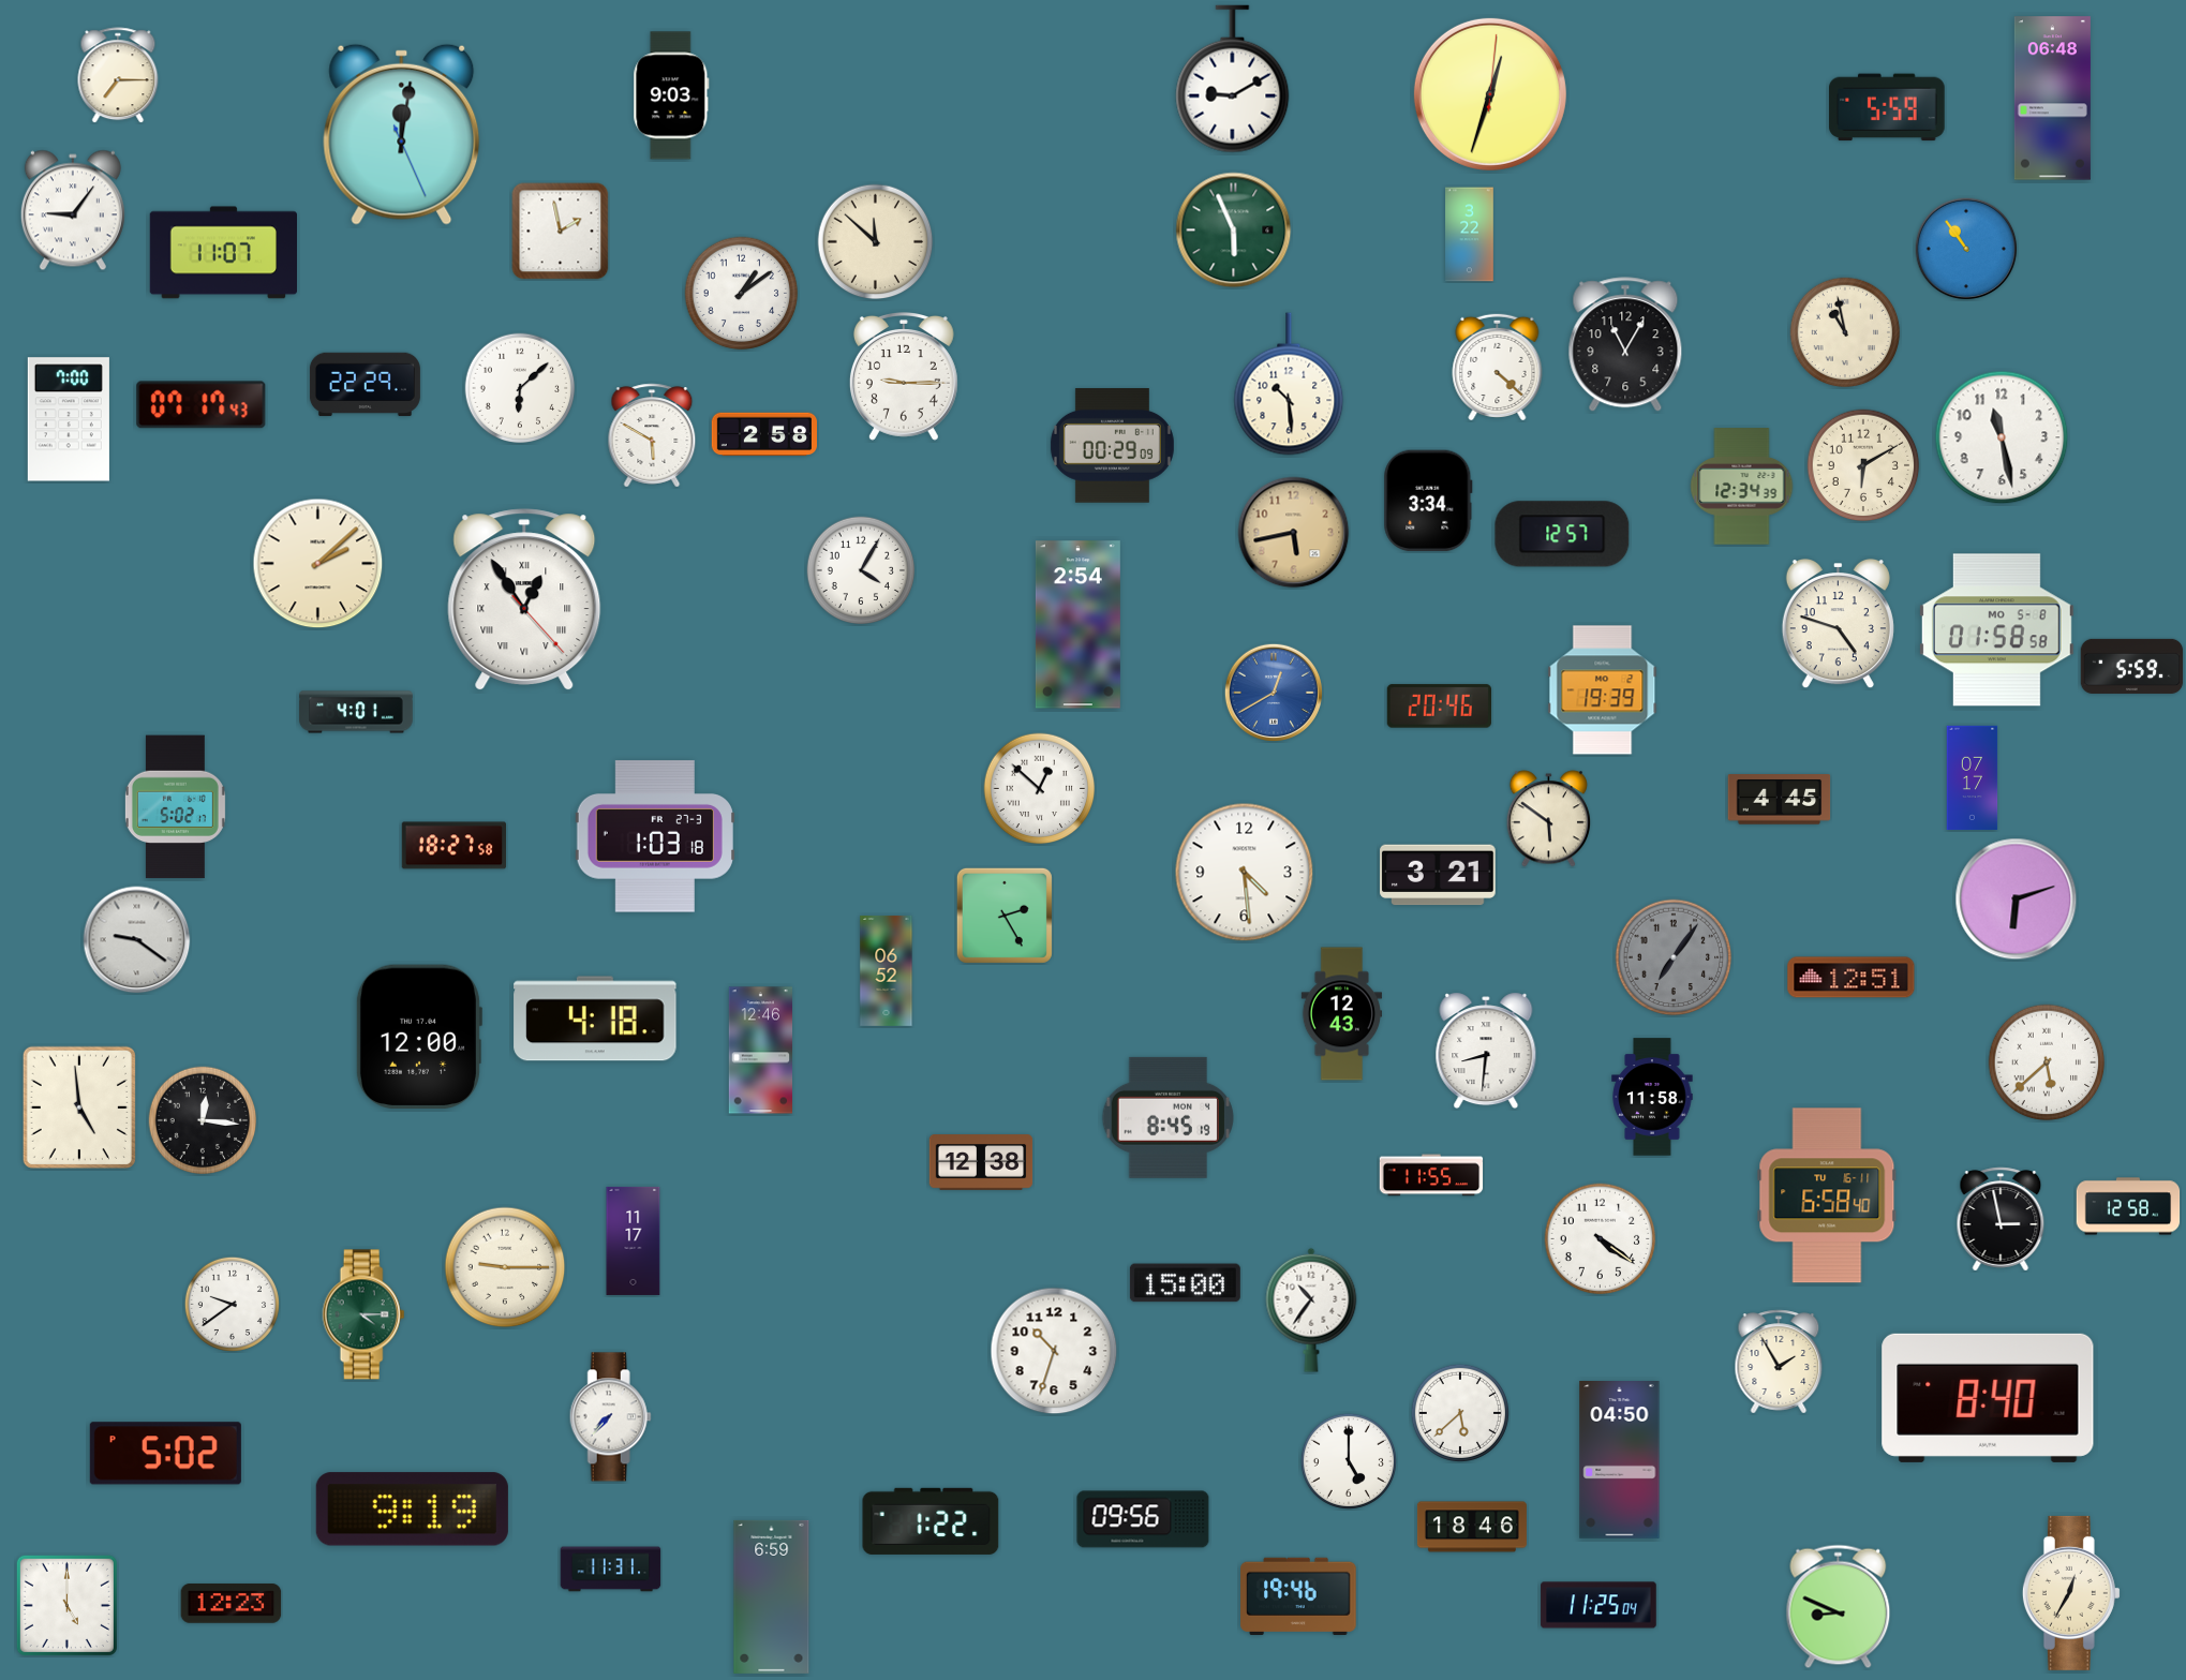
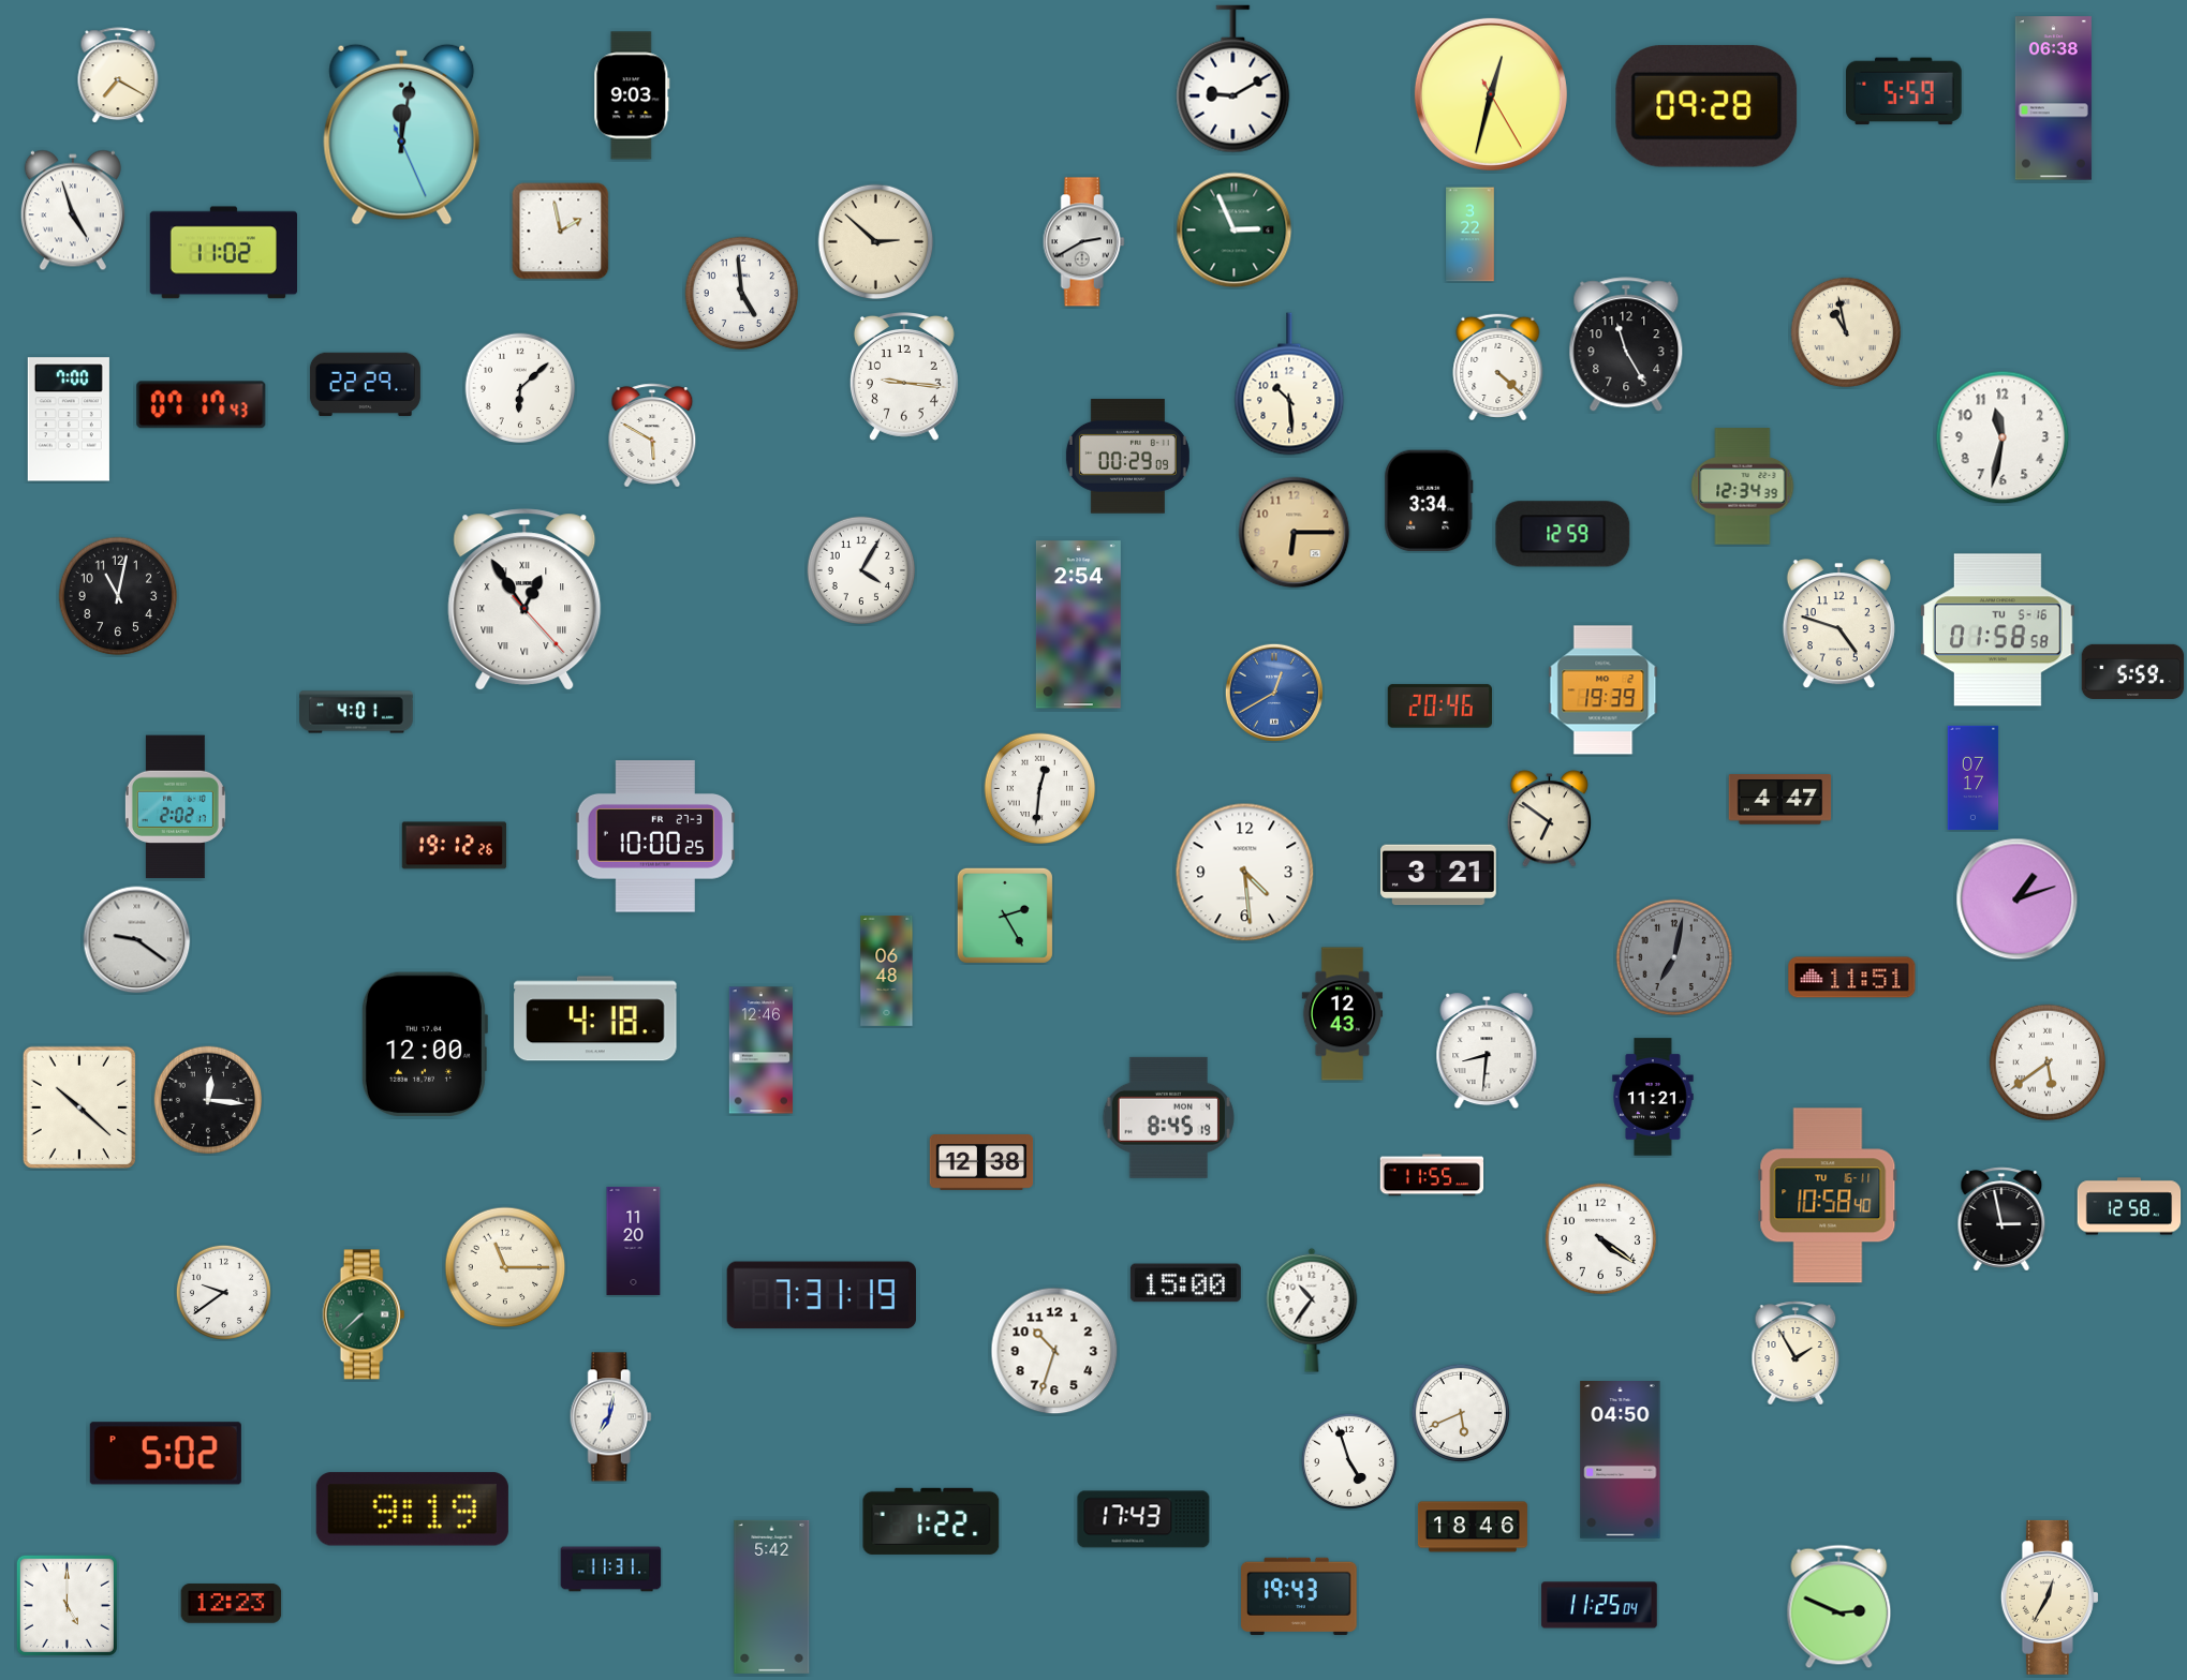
clock at (118, 75): 7:15 -> 7:20
clock at (1490, 94): 12:33 -> 12:32
clock at (671, 95) position: (671, 95) -> (632, 95)
clock at (2052, 99): 06:48 -> 06:38
clock at (1706, 106): none -> 09:28
clock at (1888, 107) position: (1888, 107) -> (1905, 91)
clock at (73, 210): 9:06 -> 4:57
clock at (1234, 231): 5:56 -> 2:56
clock at (876, 242): 11:52 -> 2:52
clock at (1083, 242): none -> 2:40
clock at (1966, 249): 10:54 -> none
clock at (223, 253): 11:07 -> 11:02
clock at (742, 294): 1:09 -> 4:59
clock at (1625, 345): 11:05 -> 11:25
clock at (904, 377): 9:15 -> 9:16
clock at (763, 434): 2:58 -> none
clock at (2002, 437): 11:28 -> 11:32
clock at (1112, 446) position: (1112, 446) -> (1127, 457)
clock at (1863, 465): 6:10 -> none
clock at (1294, 533): 5:43 -> 6:15
clock at (1562, 534): 12:57 -> 12:59
clock at (318, 564): 2:08 -> none
clock at (118, 596): none -> 11:02
clock at (1996, 630) date: MO 5-8 -> TU 5-16
clock at (2132, 666) position: (2132, 666) -> (2133, 671)
clock at (1040, 789): 12:52 -> 12:31
clock at (1780, 800): 4:45 -> 4:47
clock at (175, 807): 5:02 -> 2:02
clock at (1548, 819): 5:51 -> 6:51
clock at (655, 836): 1:03 -> 10:00
clock at (453, 846): 18:27 -> 19:12
clock at (2017, 900): 6:12 -> 1:12
clock at (1674, 957): 7:06 -> 7:02
clock at (887, 970): 06:52 -> 06:48
clock at (1852, 978): 12:51 -> 11:51
clock at (418, 1036) position: (418, 1036) -> (424, 1043)
clock at (2047, 1062): 5:38 -> 5:39
clock at (1652, 1097): 11:58 -> 11:21
clock at (79, 1107): 4:59 -> 10:22
clock at (203, 1120) position: (203, 1120) -> (208, 1100)
clock at (1827, 1195): 6:58 -> 10:58
clock at (634, 1240): 11:17 -> 11:20
clock at (505, 1267): 9:15 -> 11:15
clock at (821, 1295): none -> 7:31
clock at (232, 1304) position: (232, 1304) -> (223, 1292)
clock at (363, 1314): 4:15 -> 7:38
clock at (1779, 1362) position: (1779, 1362) -> (1796, 1353)
clock at (1988, 1398): 8:40 -> none
clock at (1459, 1412): 5:38 -> 5:41
clock at (610, 1417): 7:37 -> 7:02
clock at (1349, 1461): 5:00 -> 4:57
clock at (1143, 1519): 09:56 -> 17:43
clock at (2071, 1593) position: (2071, 1593) -> (2050, 1597)
clock at (772, 1596): 6:59 -> 5:42
clock at (1298, 1596): 19:46 -> 19:43
clock at (1839, 1607): 8:49 -> 2:49
